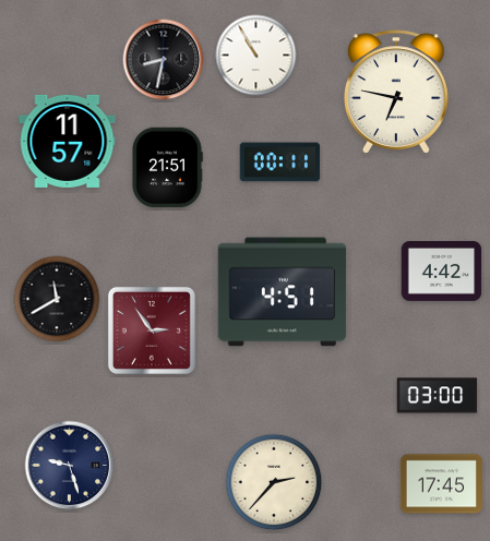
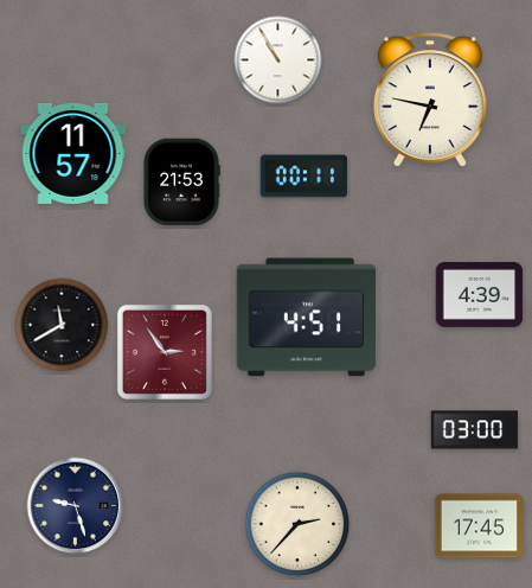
clock at (164, 60): 8:32 -> none
clock at (167, 168): 21:51 -> 21:53
clock at (442, 270): 4:42 -> 4:39
clock at (152, 330) position: (152, 330) -> (165, 352)
